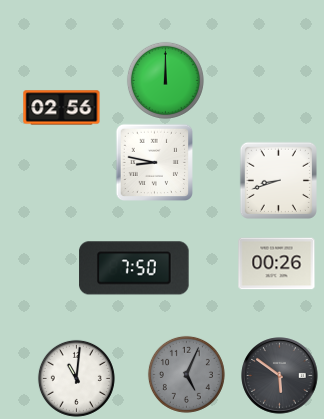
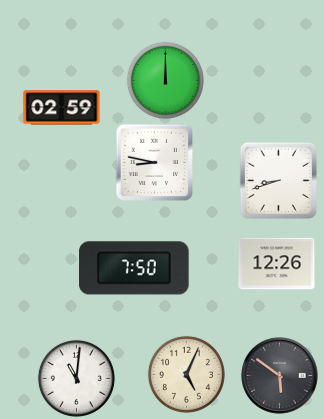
clock at (62, 108): 02:56 -> 02:59
clock at (277, 264): 00:26 -> 12:26
clock at (186, 374) dial: grey -> cream
